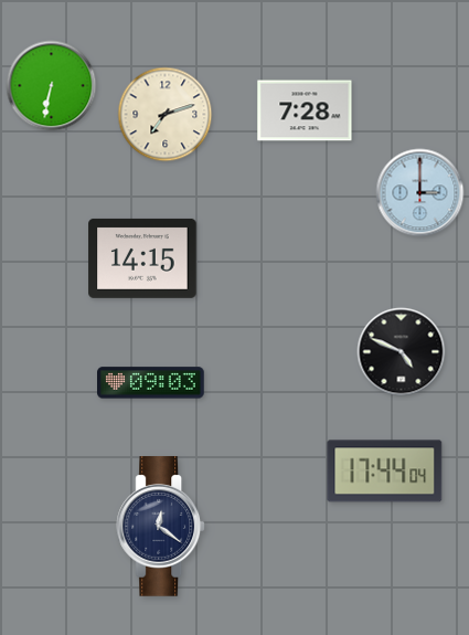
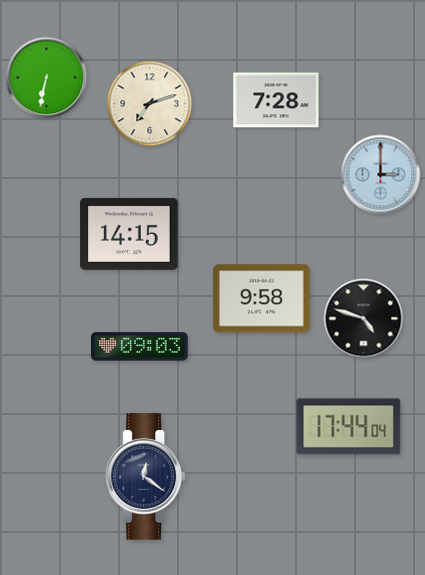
clock at (262, 299): none -> 9:58
clock at (402, 352): 4:49 -> 4:48
clock at (151, 383) position: (151, 383) -> (140, 347)
